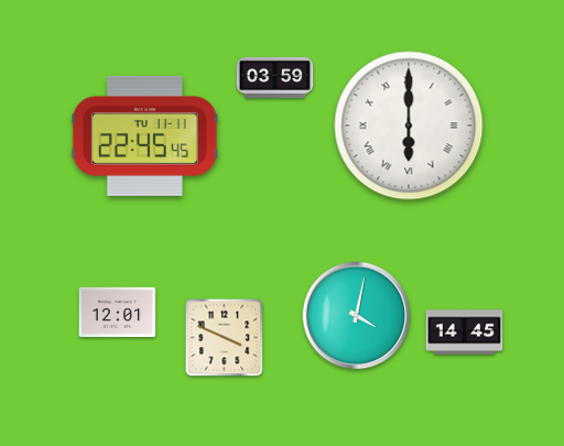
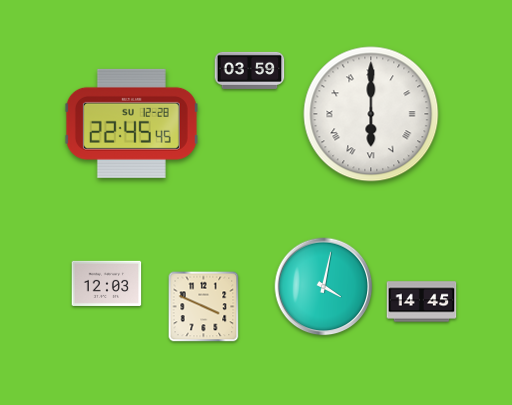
clock at (144, 135) date: TU 11-11 -> SU 12-28
clock at (118, 312): 12:01 -> 12:03
